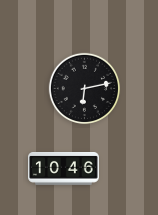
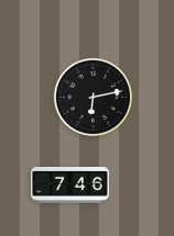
clock at (64, 169): 10:46 -> 7:46
